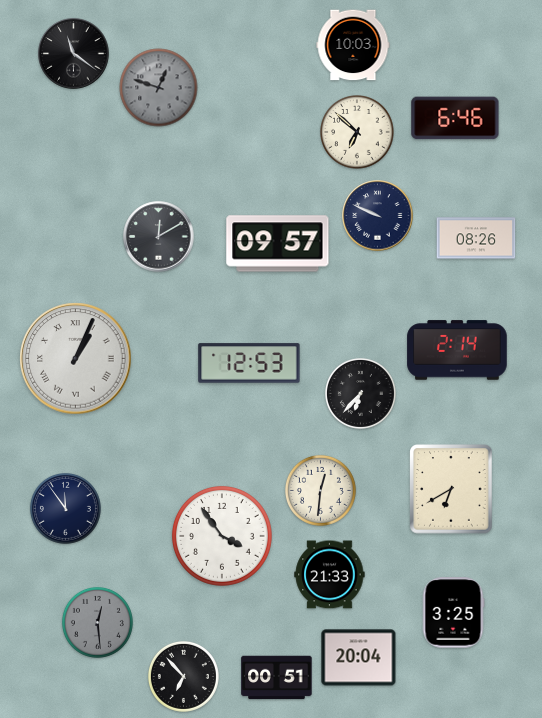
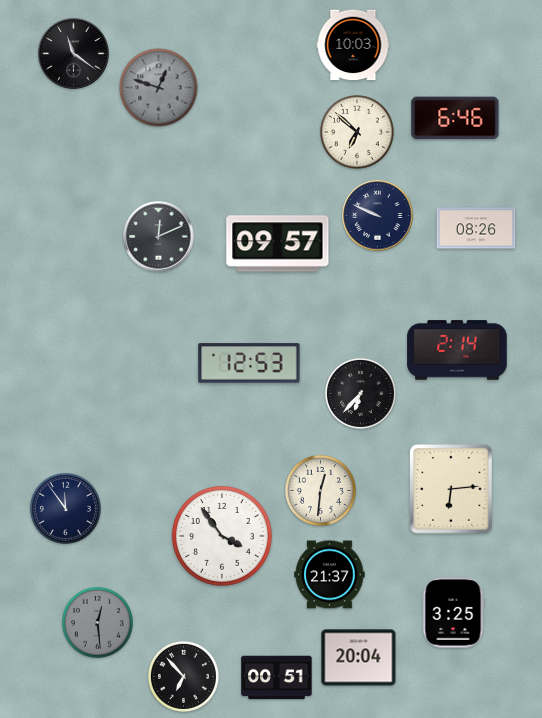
clock at (159, 237): 12:10 -> 12:11
clock at (476, 238) position: (476, 238) -> (476, 228)
clock at (76, 359): 1:04 -> none
clock at (451, 489): 6:40 -> 6:14
clock at (330, 575): 21:33 -> 21:37
